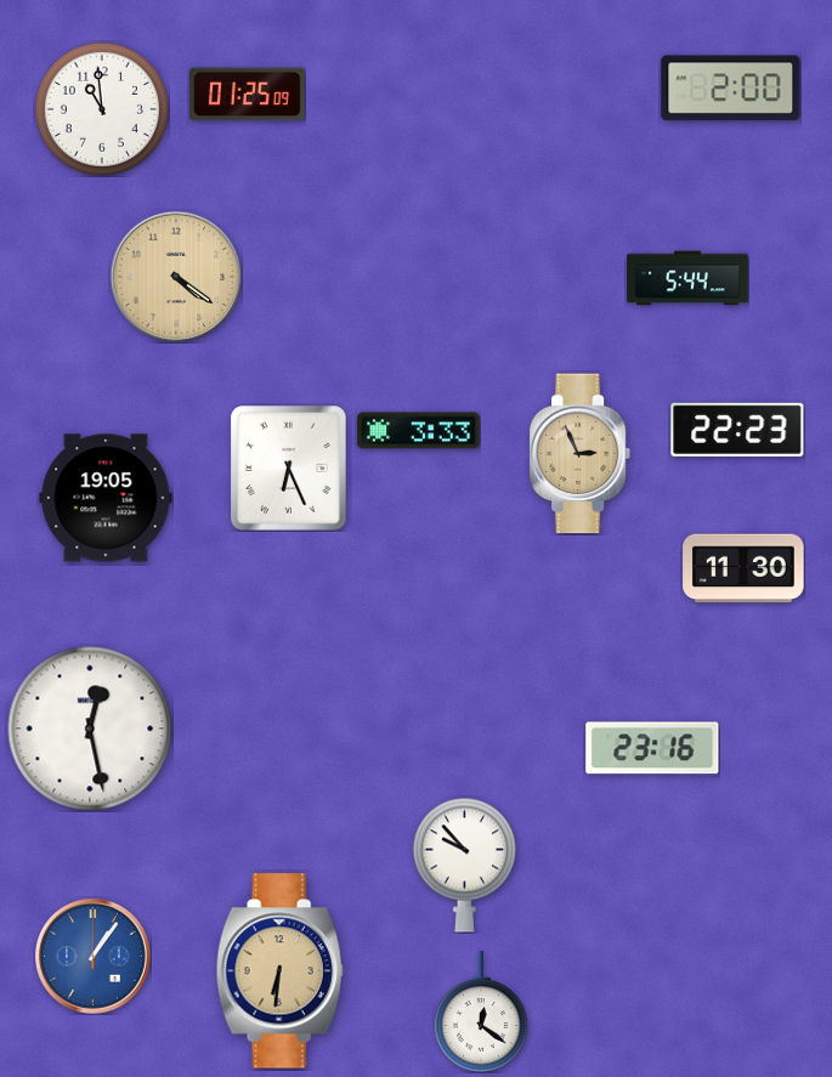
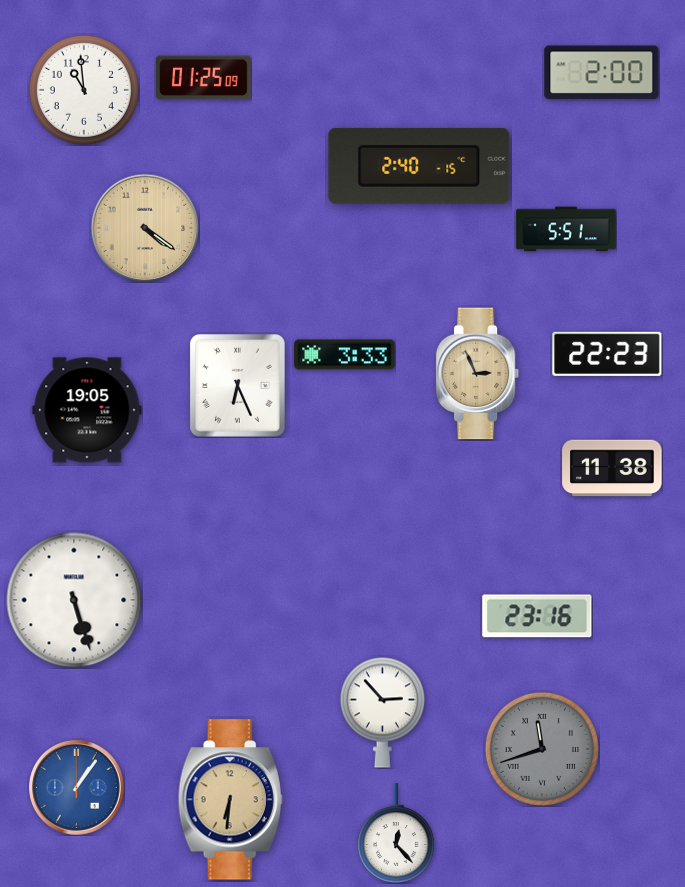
clock at (419, 166): none -> 2:40
clock at (687, 278): 5:44 -> 5:51
clock at (743, 568): 11:30 -> 11:38
clock at (90, 729): 12:28 -> 5:27
clock at (464, 865): 9:53 -> 2:53
clock at (542, 749): none -> 11:42
clock at (481, 1011): 12:21 -> 12:23
